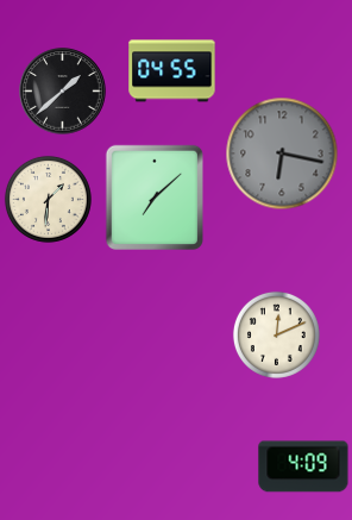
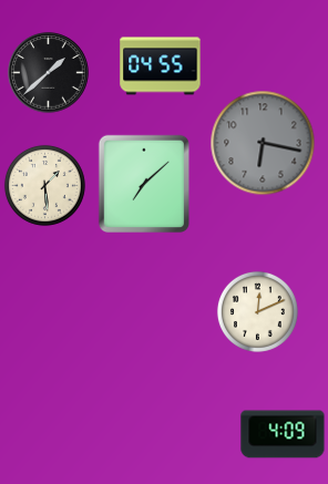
clock at (63, 92) position: (63, 92) -> (49, 73)
clock at (48, 199): 1:31 -> 1:29
